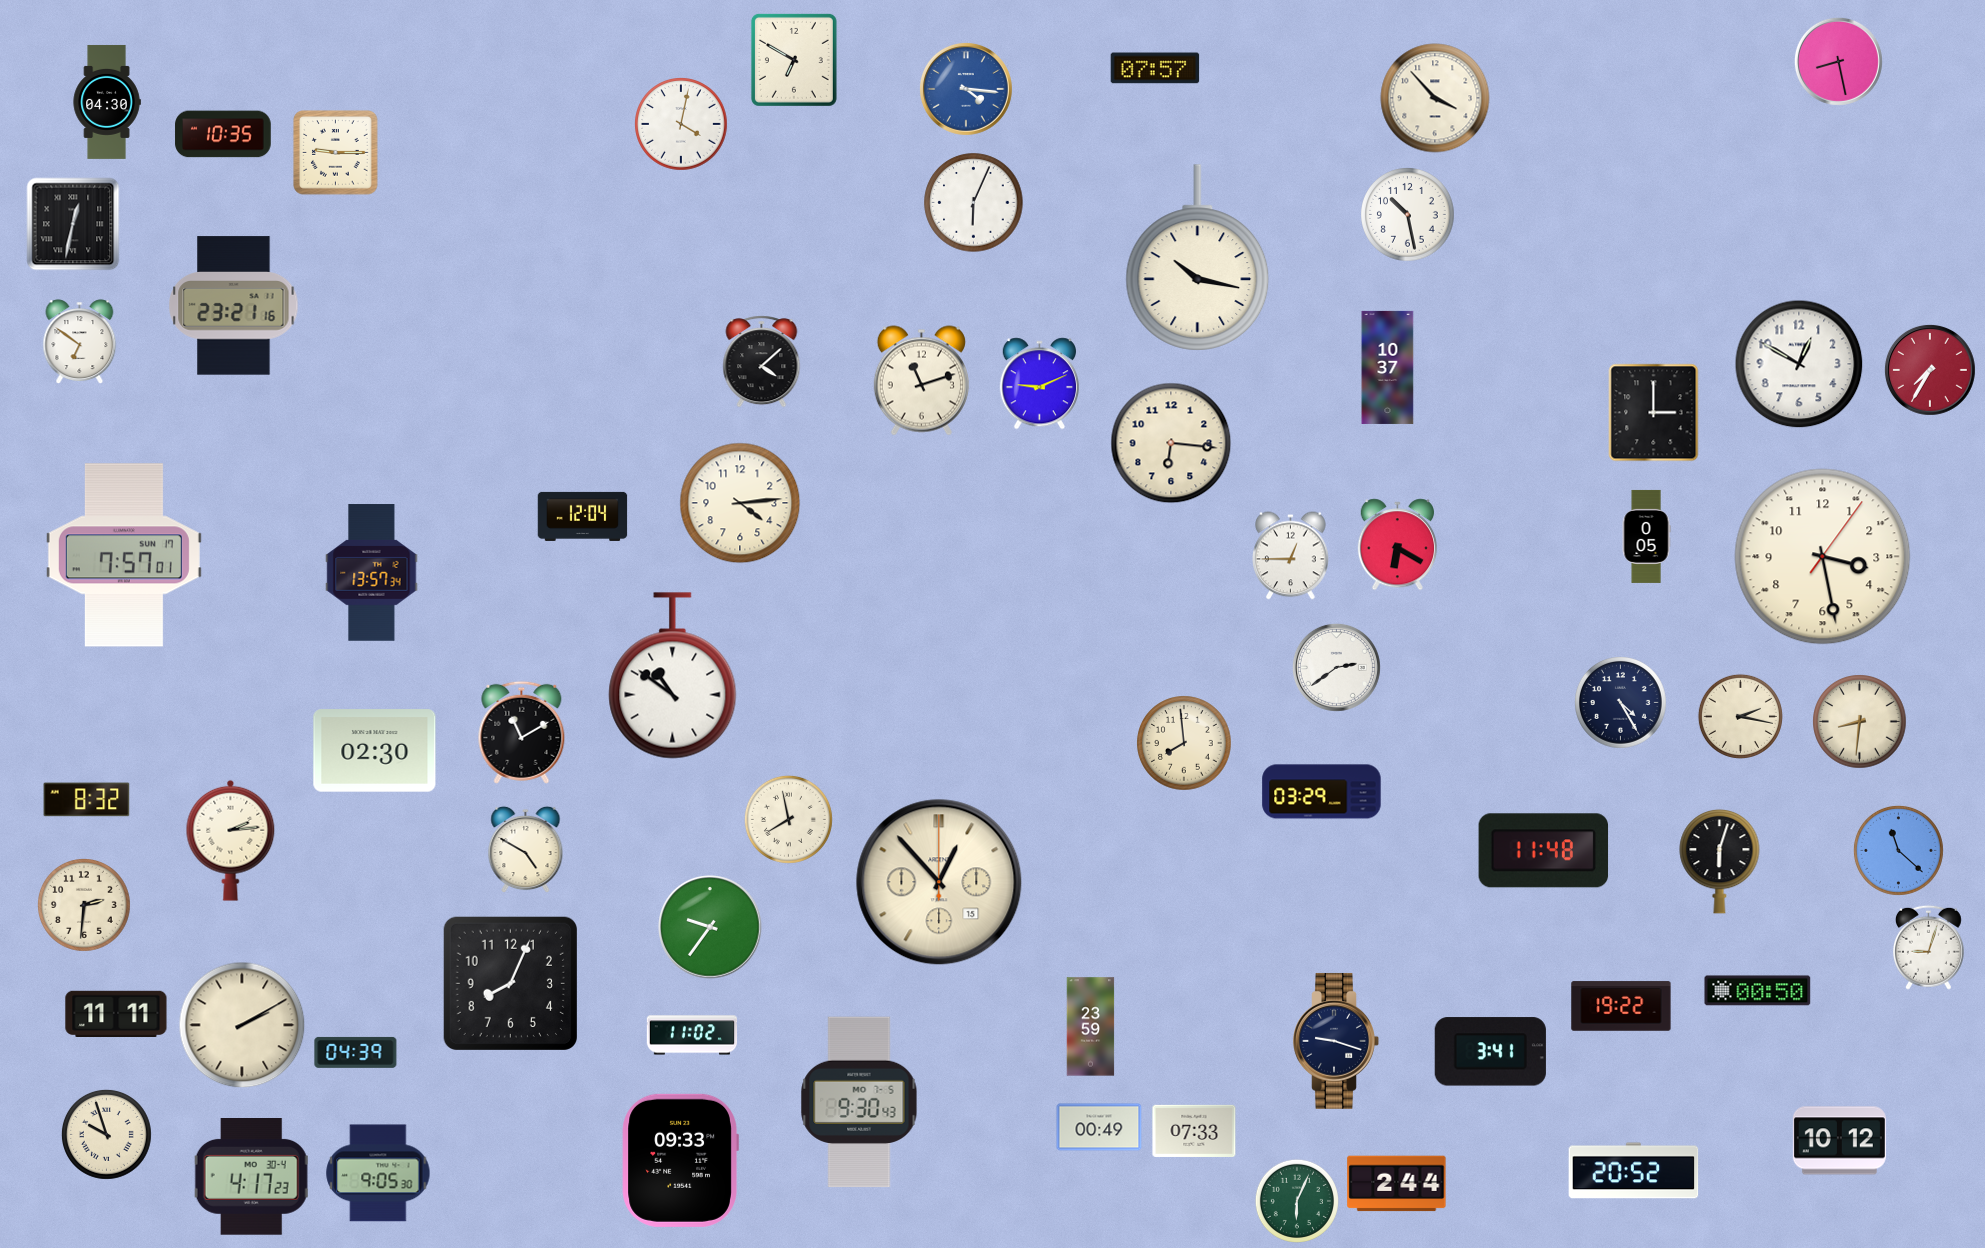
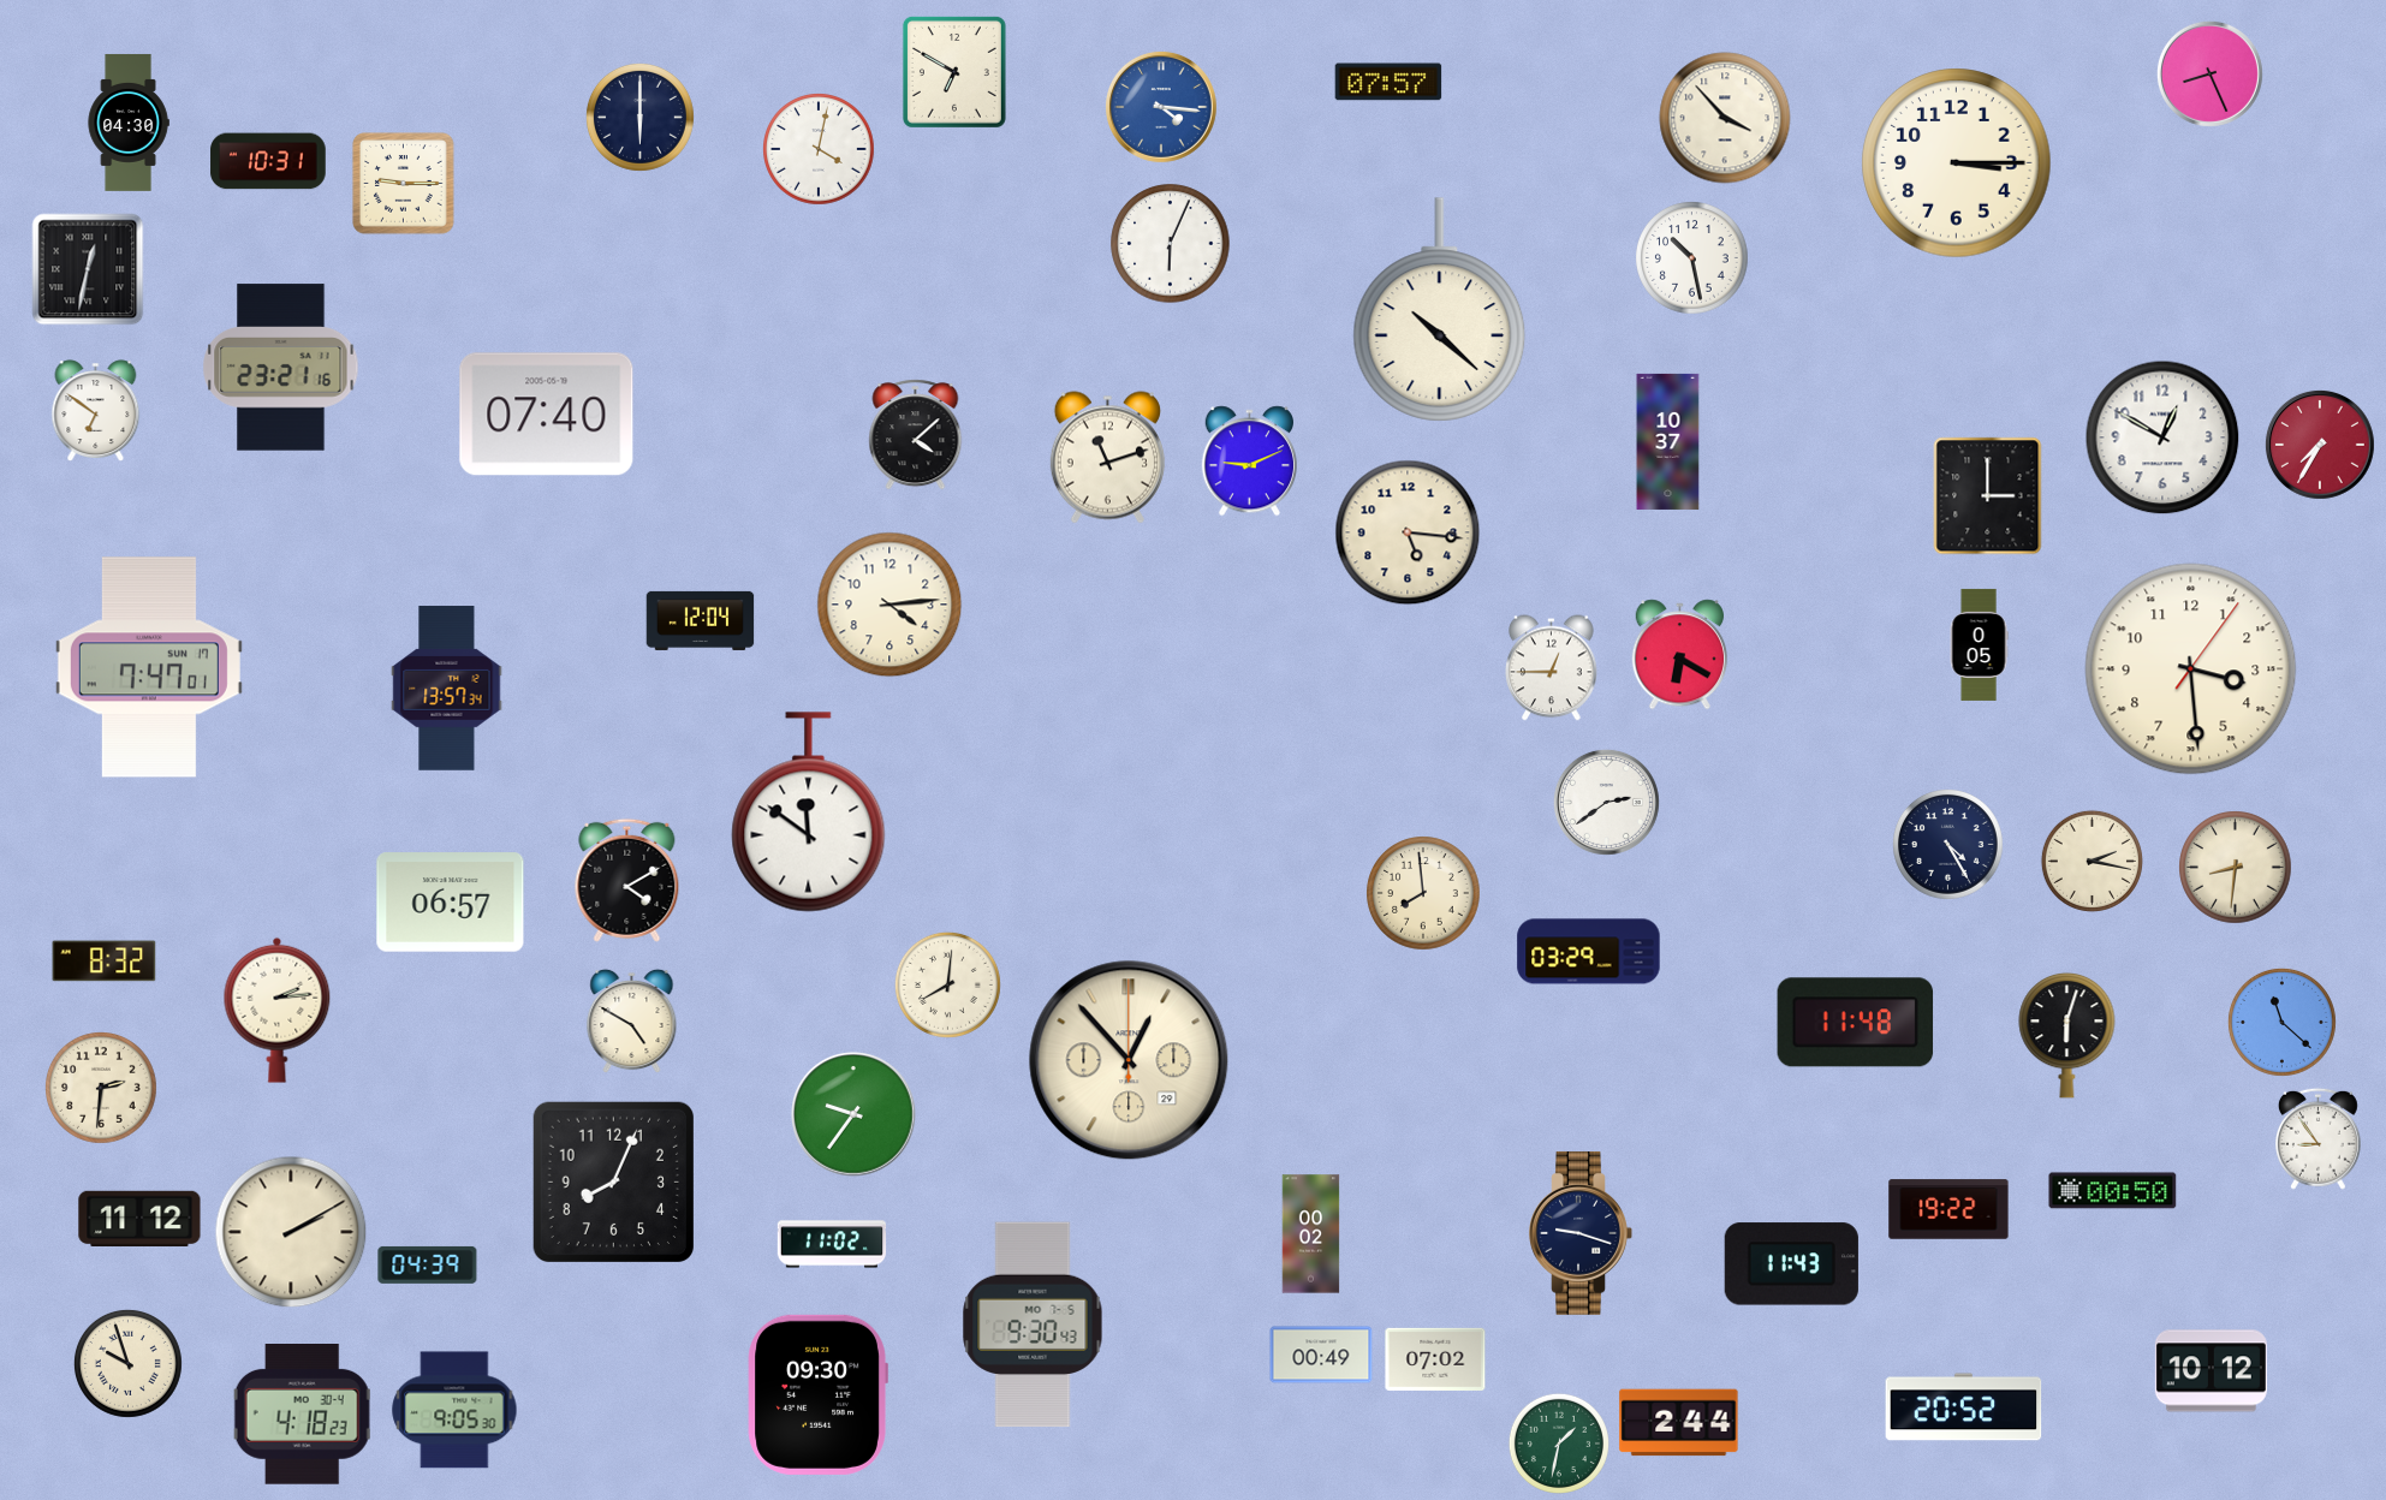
clock at (1838, 61): 8:28 -> 8:26
clock at (639, 117): none -> 6:00
clock at (223, 134): 10:35 -> 10:31
clock at (1957, 163): none -> 3:15
clock at (1198, 258): 10:17 -> 10:22
clock at (547, 415): none -> 07:40
clock at (1171, 443): 6:16 -> 5:16
clock at (124, 555): 7:57 -> 7:47
clock at (1823, 557): 3:28 -> 3:29
clock at (673, 676): 10:51 -> 11:51
clock at (522, 732): 11:10 -> 4:10
clock at (375, 751): 02:30 -> 06:57
clock at (788, 819): 7:58 -> 8:01
clock at (939, 882) date: 15 -> 29
clock at (1928, 947): 9:03 -> 8:54
clock at (116, 1014): 11:11 -> 11:12
clock at (1091, 1027): 23:59 -> 00:02
clock at (1336, 1041) position: (1336, 1041) -> (1581, 1233)
clock at (1490, 1052): 3:41 -> 11:43
clock at (1194, 1131): 07:33 -> 07:02
clock at (680, 1160): 09:33 -> 09:30
clock at (252, 1177): 4:17 -> 4:18
clock at (1297, 1201): 6:04 -> 1:32
